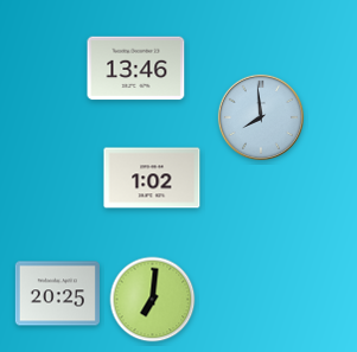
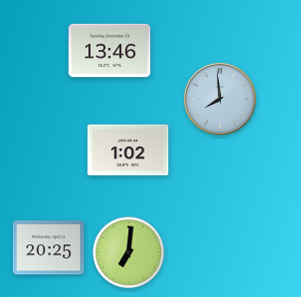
clock at (136, 69) position: (136, 69) -> (110, 51)
